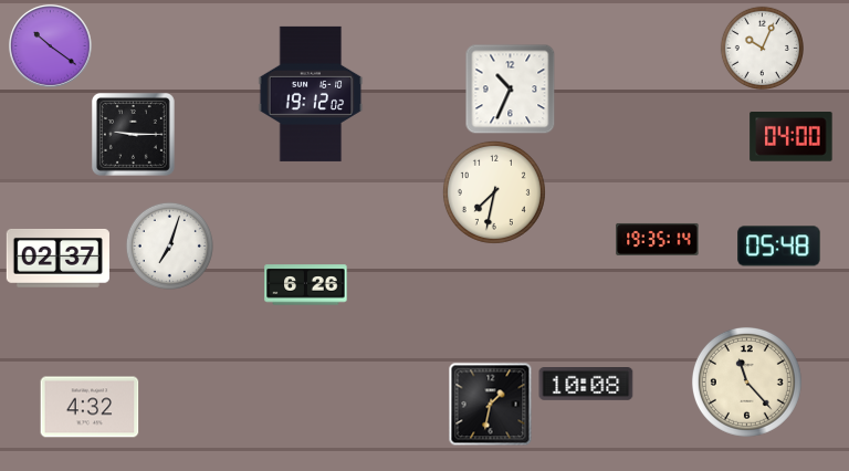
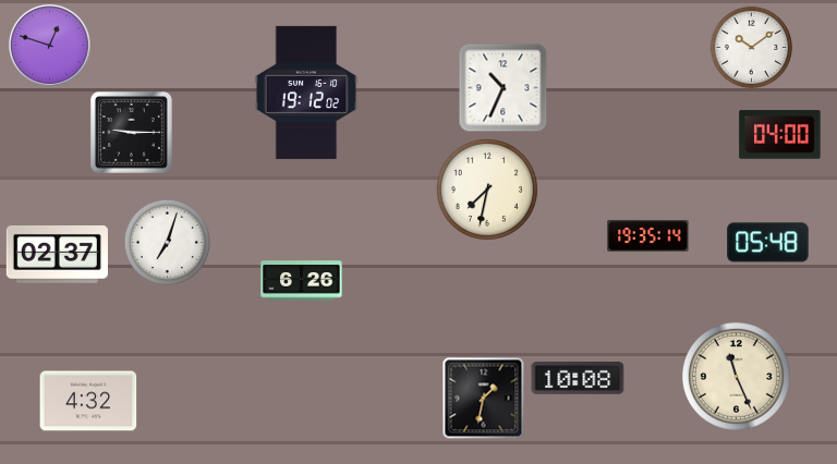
clock at (51, 46): 10:21 -> 12:48
clock at (762, 48): 10:04 -> 10:09
clock at (746, 381): 11:23 -> 11:26
